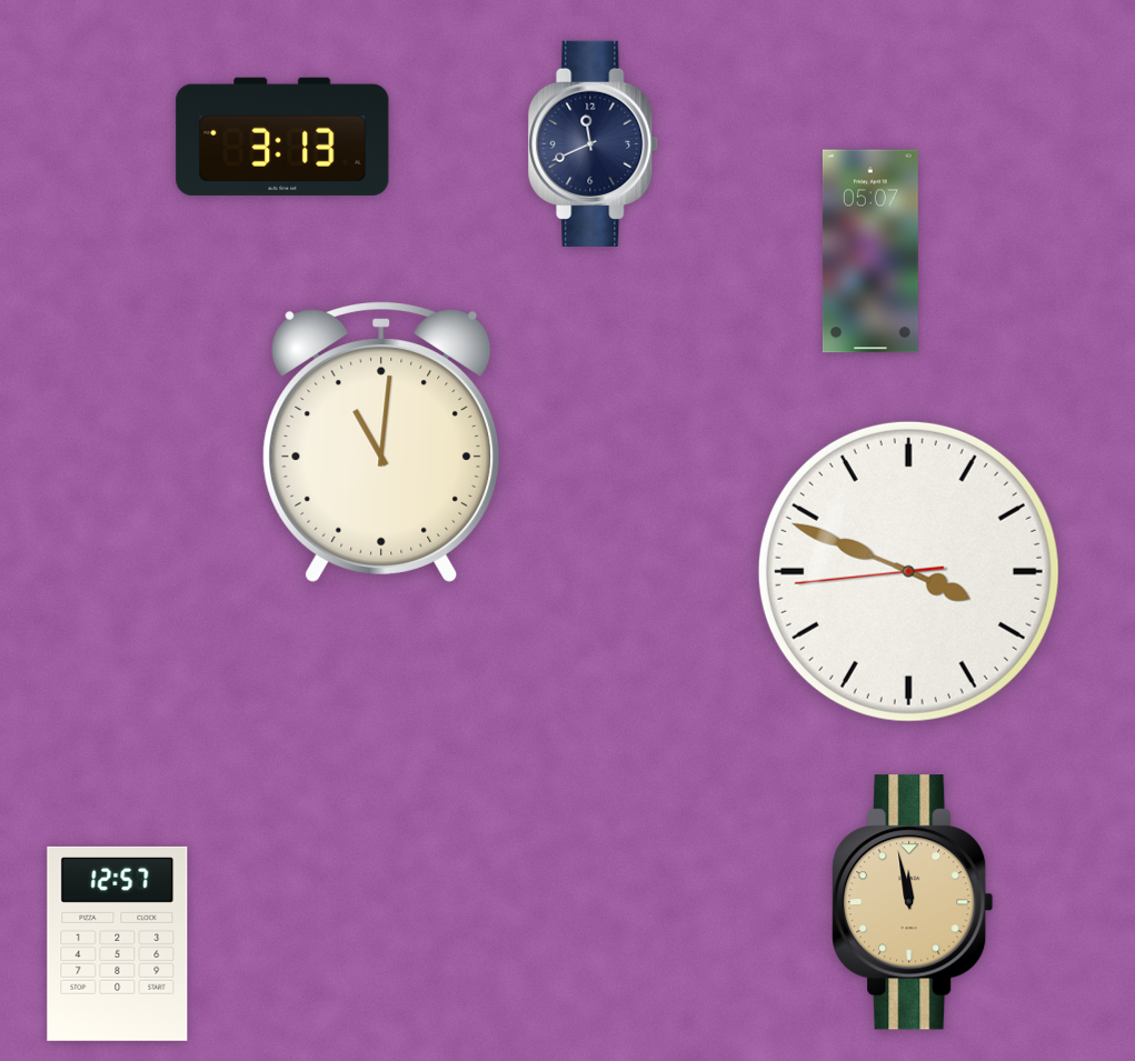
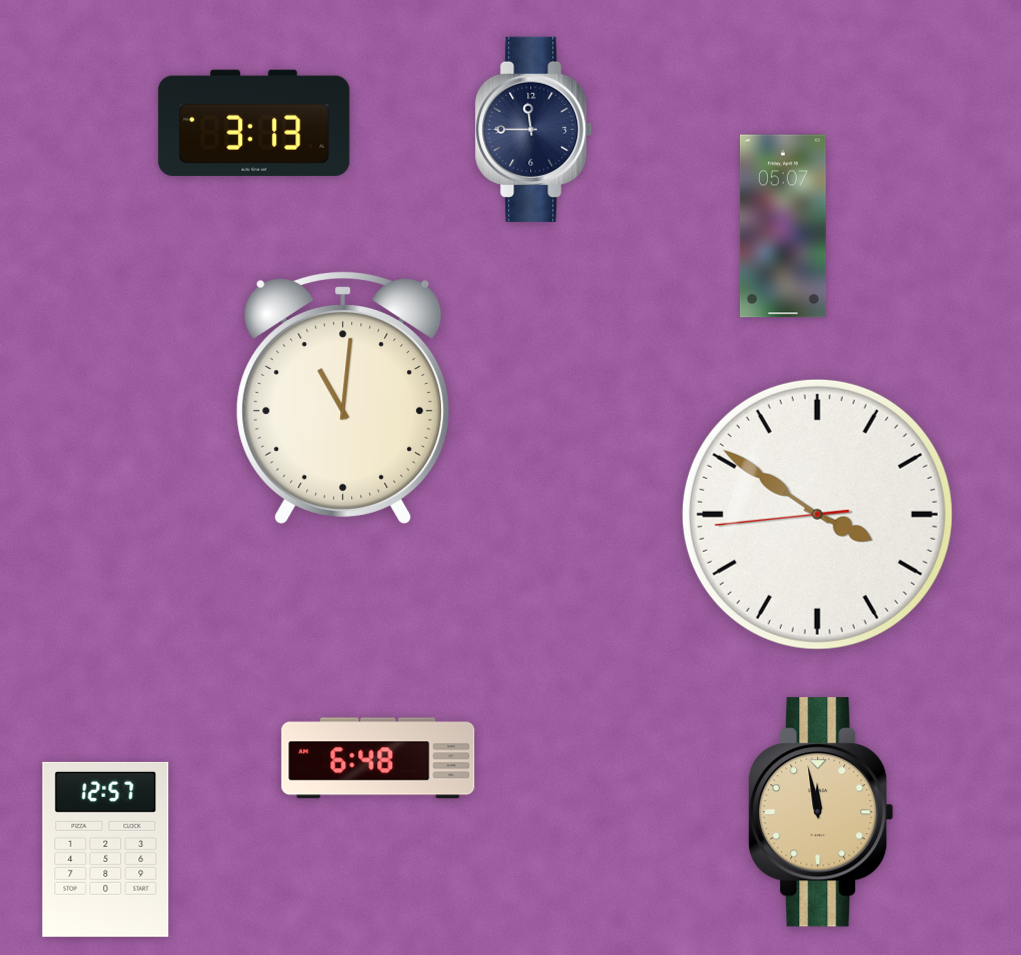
clock at (594, 143): 11:41 -> 11:45
clock at (908, 571): 3:48 -> 3:50
clock at (378, 758): none -> 6:48
